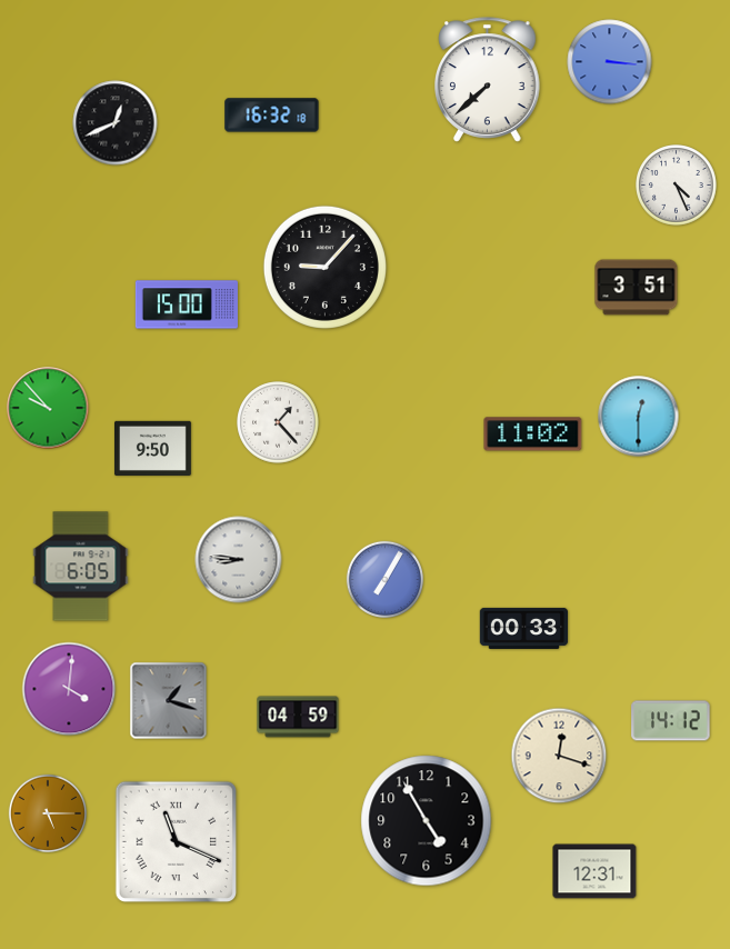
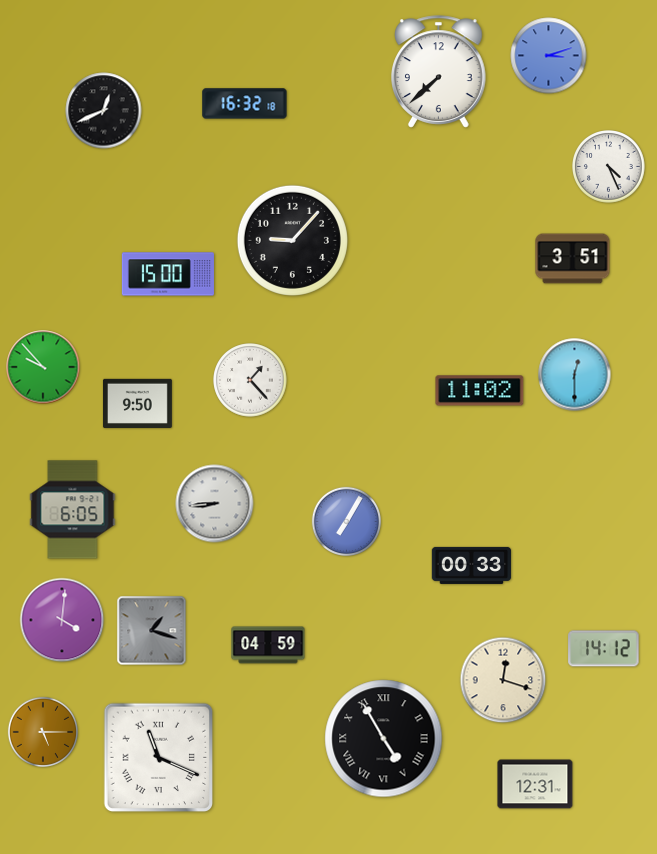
clock at (610, 62): 3:16 -> 3:12
clock at (239, 560): 8:46 -> 8:44
clock at (427, 821) numerals: Arabic -> Roman
